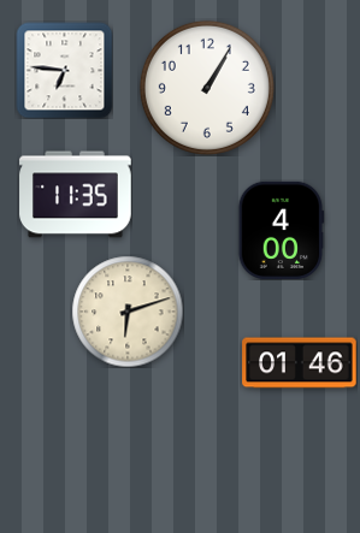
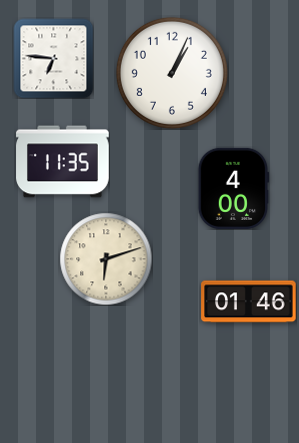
clock at (207, 88): 1:05 -> 1:04
clock at (282, 230) position: (282, 230) -> (234, 188)
